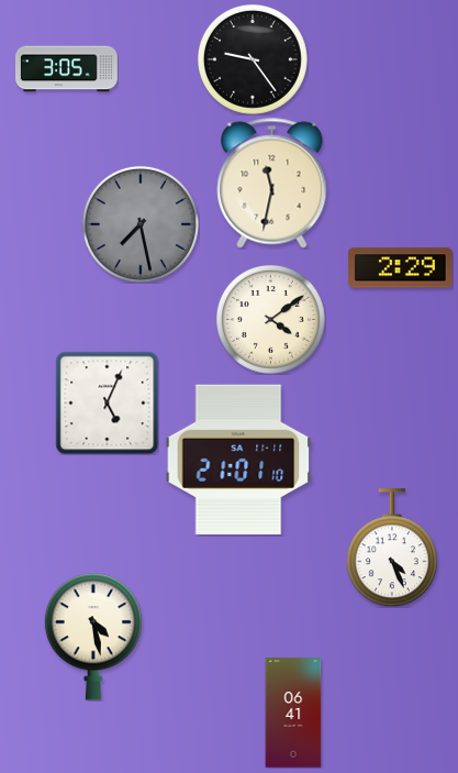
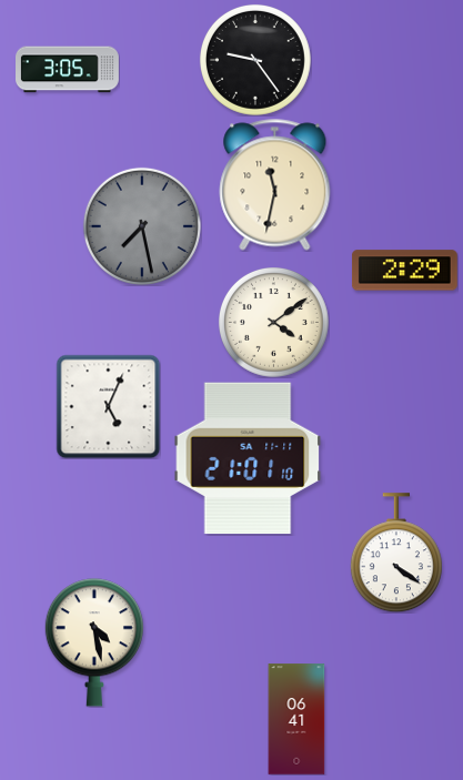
clock at (238, 460) position: (238, 460) -> (248, 458)
clock at (392, 548): 4:26 -> 4:21
